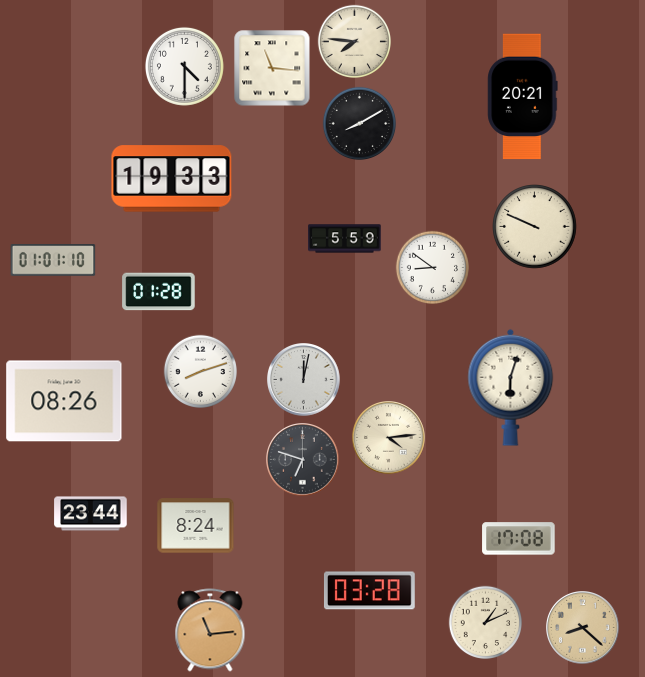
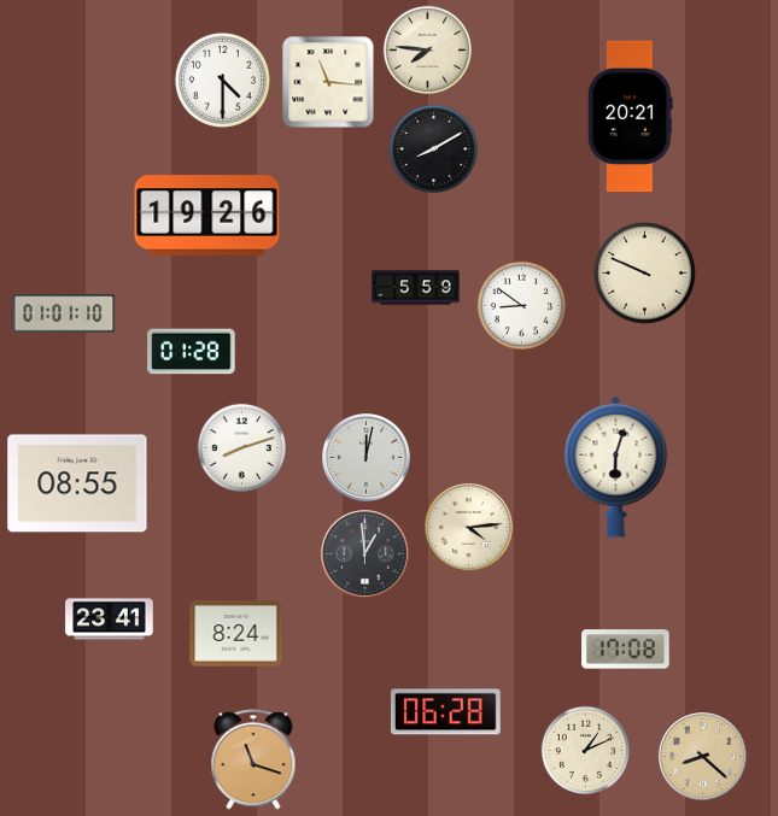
clock at (172, 179): 19:33 -> 19:26
clock at (432, 267) position: (432, 267) -> (521, 305)
clock at (64, 401): 08:26 -> 08:55
clock at (303, 460): 6:48 -> 12:59
clock at (91, 514): 23:44 -> 23:41
clock at (369, 591): 03:28 -> 06:28
clock at (210, 630): 11:14 -> 11:18
